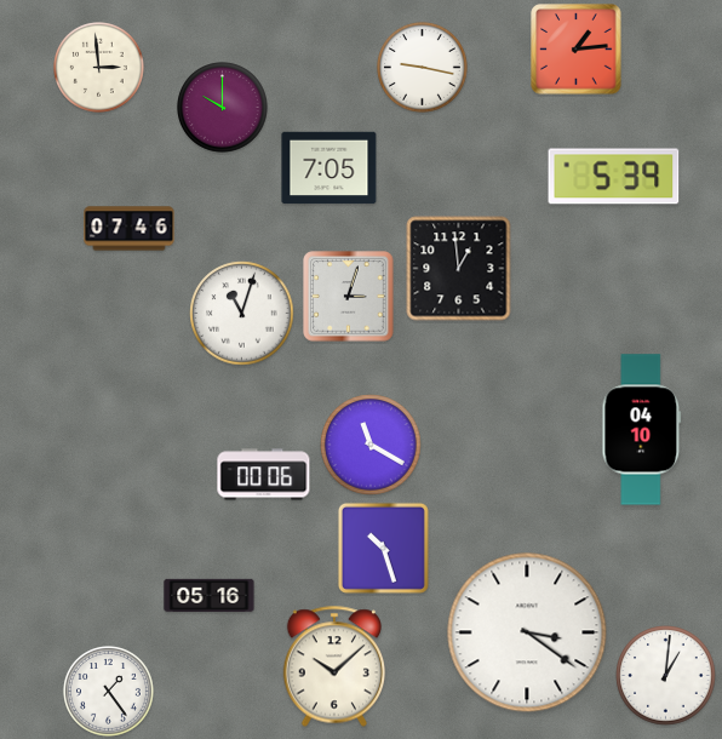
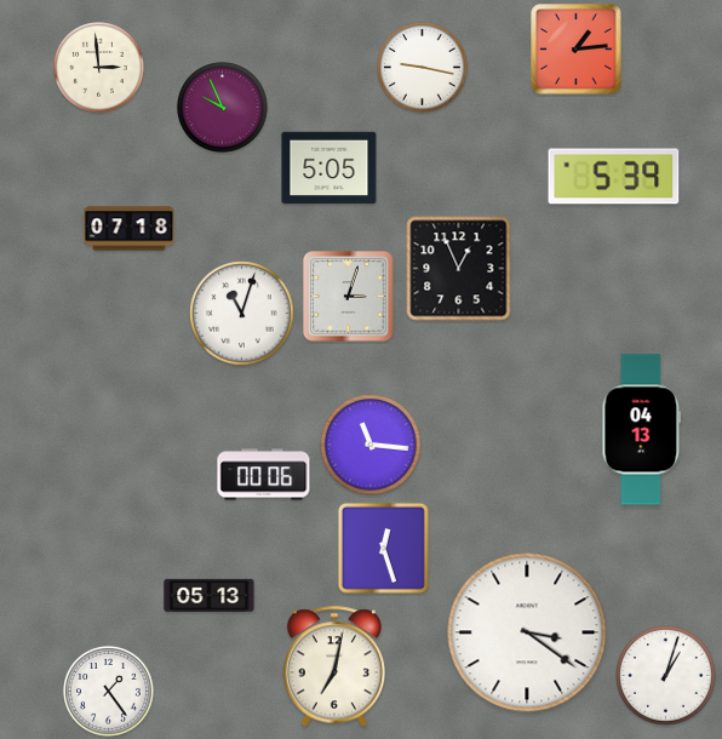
clock at (223, 108): 10:00 -> 9:56
clock at (330, 168): 7:05 -> 5:05
clock at (130, 229): 07:46 -> 07:18
clock at (459, 269): 12:59 -> 12:56
clock at (642, 430): 04:10 -> 04:13
clock at (371, 445): 11:20 -> 11:16
clock at (383, 548): 10:27 -> 12:27
clock at (210, 596): 05:16 -> 05:13
clock at (334, 666): 10:08 -> 7:02
clock at (666, 676): 1:01 -> 1:03
